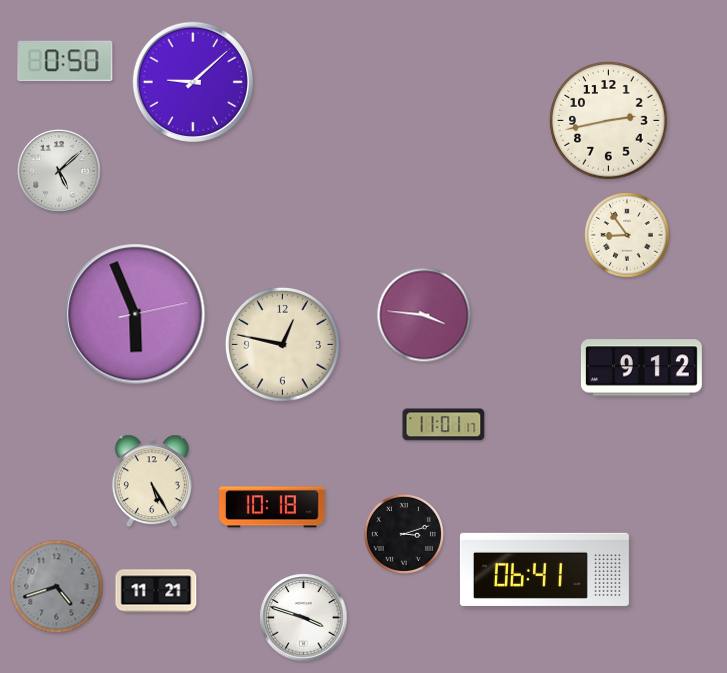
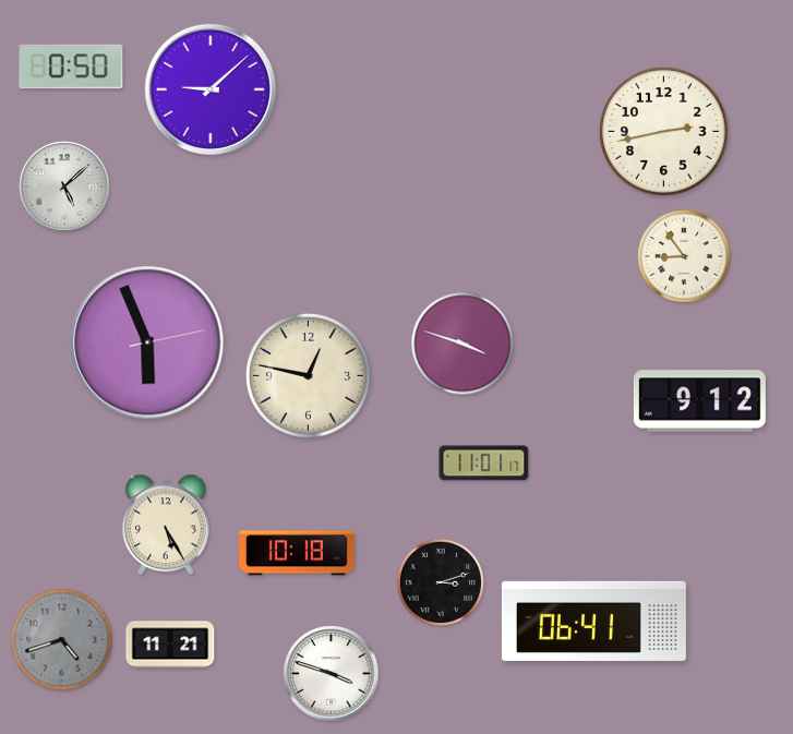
clock at (424, 315): 3:46 -> 3:48
